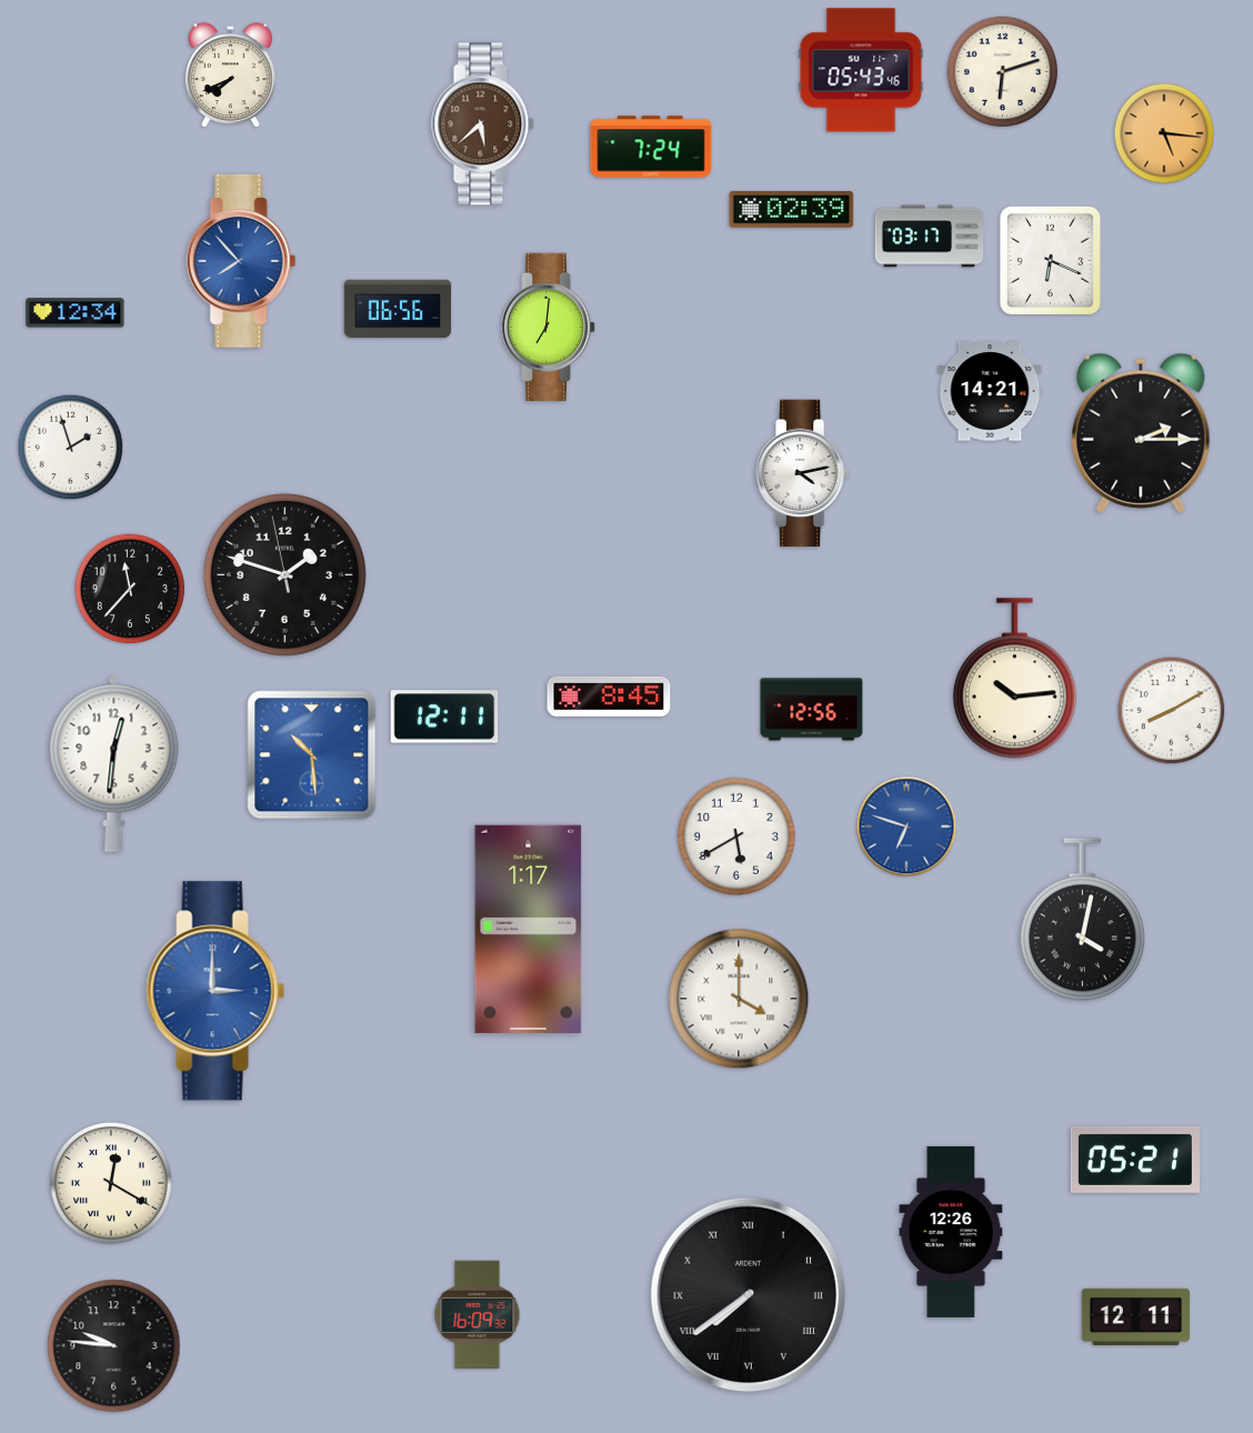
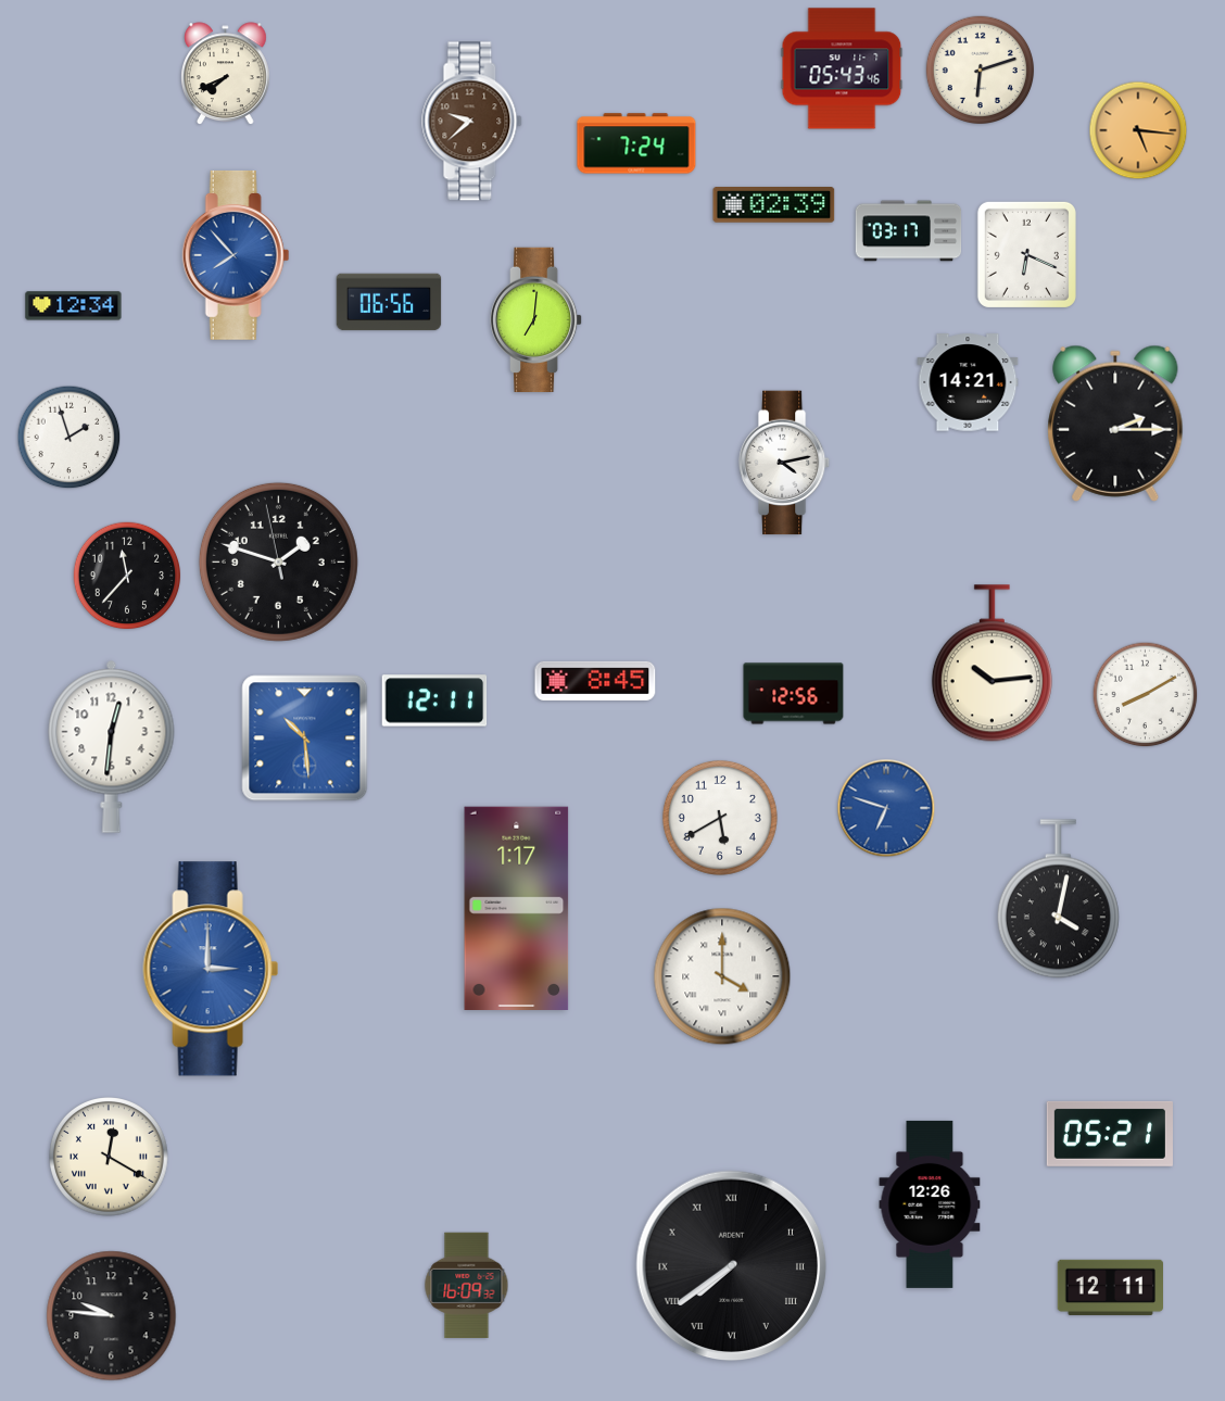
clock at (483, 124): 5:38 -> 9:38
